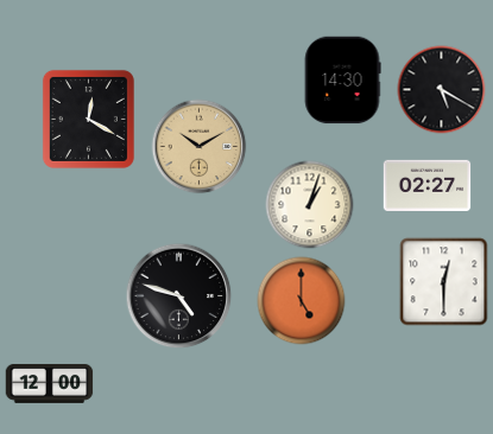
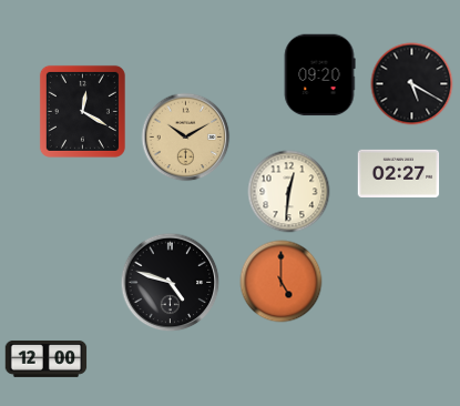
clock at (342, 81): 14:30 -> 09:20
clock at (310, 205): 1:03 -> 12:31
clock at (444, 282): 12:30 -> none
clock at (179, 296) position: (179, 296) -> (171, 283)
